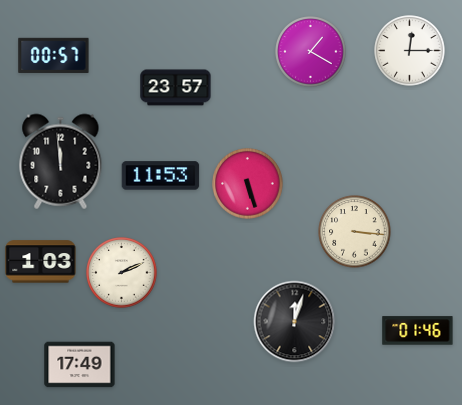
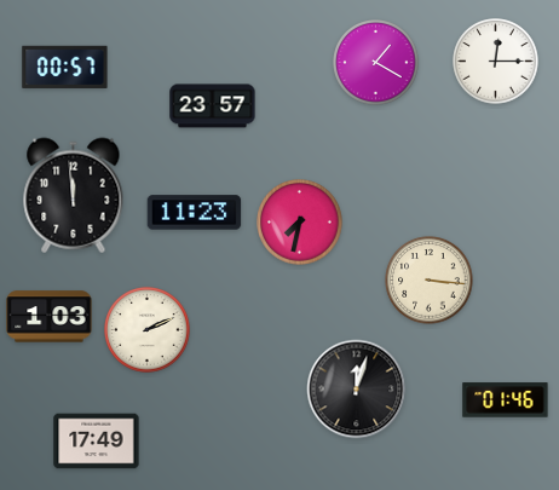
clock at (161, 176): 11:53 -> 11:23
clock at (248, 184): 5:27 -> 7:32
